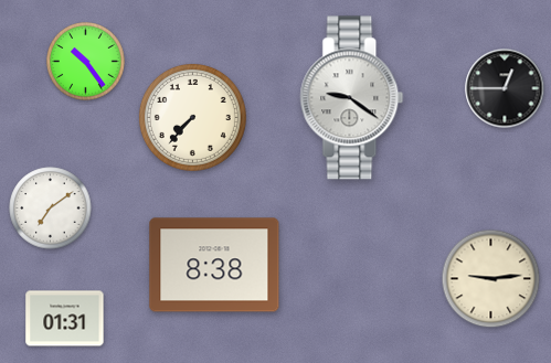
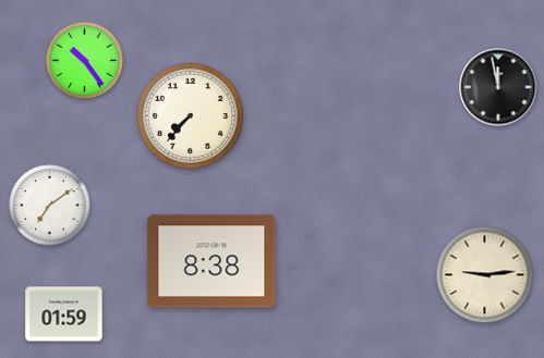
clock at (505, 88): 12:45 -> 11:58
clock at (352, 98): 9:21 -> none
clock at (65, 319): 01:31 -> 01:59
